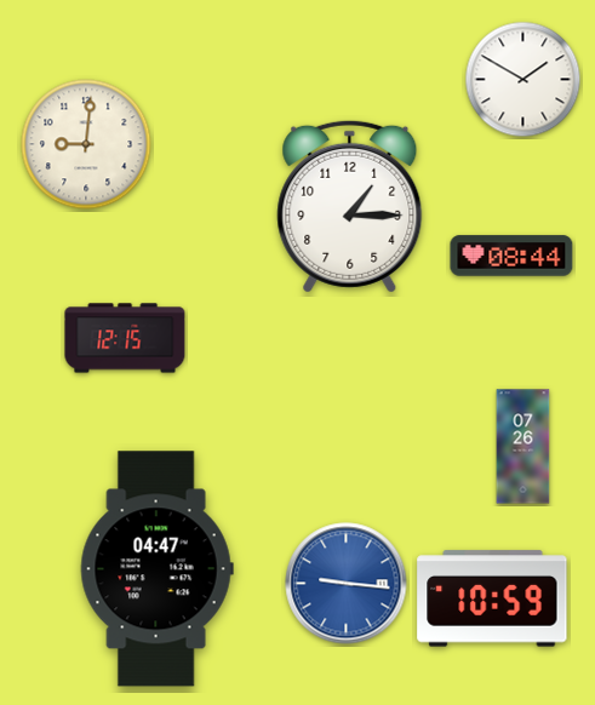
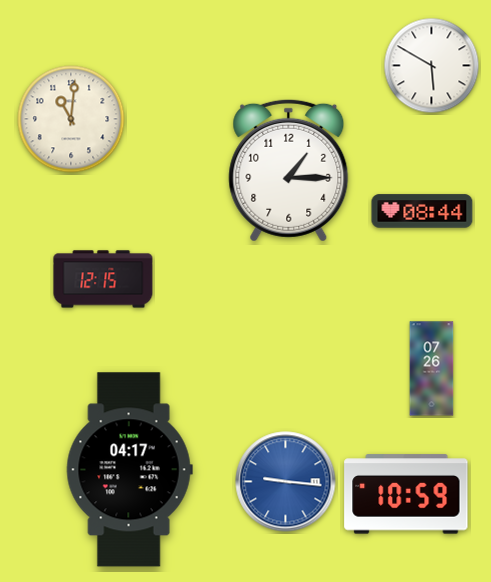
clock at (524, 80): 1:50 -> 5:50
clock at (86, 144): 9:01 -> 11:01
clock at (156, 569): 04:47 -> 04:17
